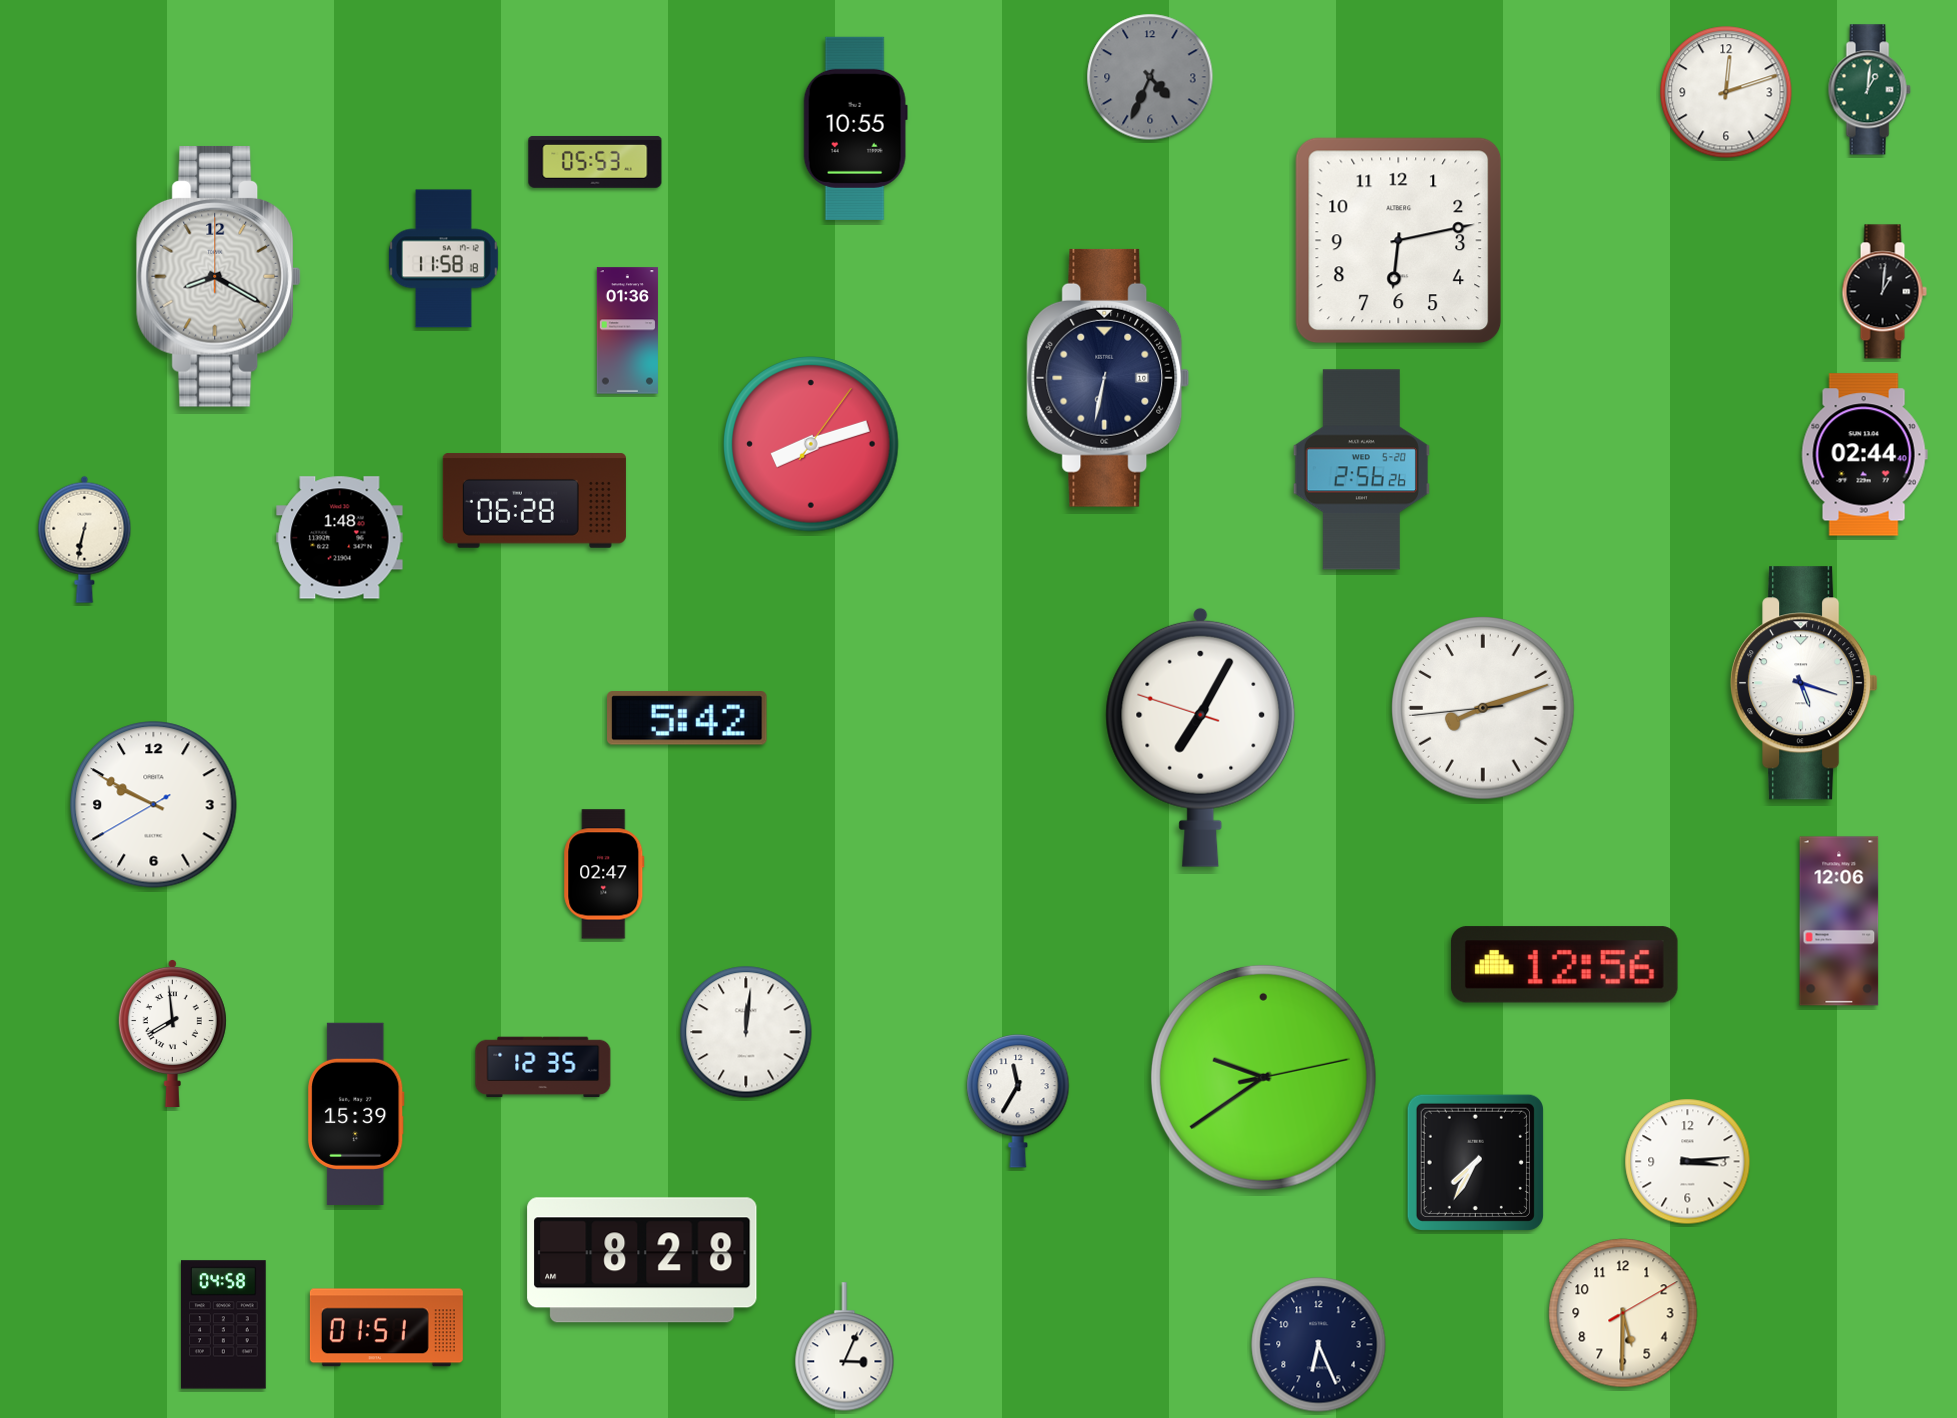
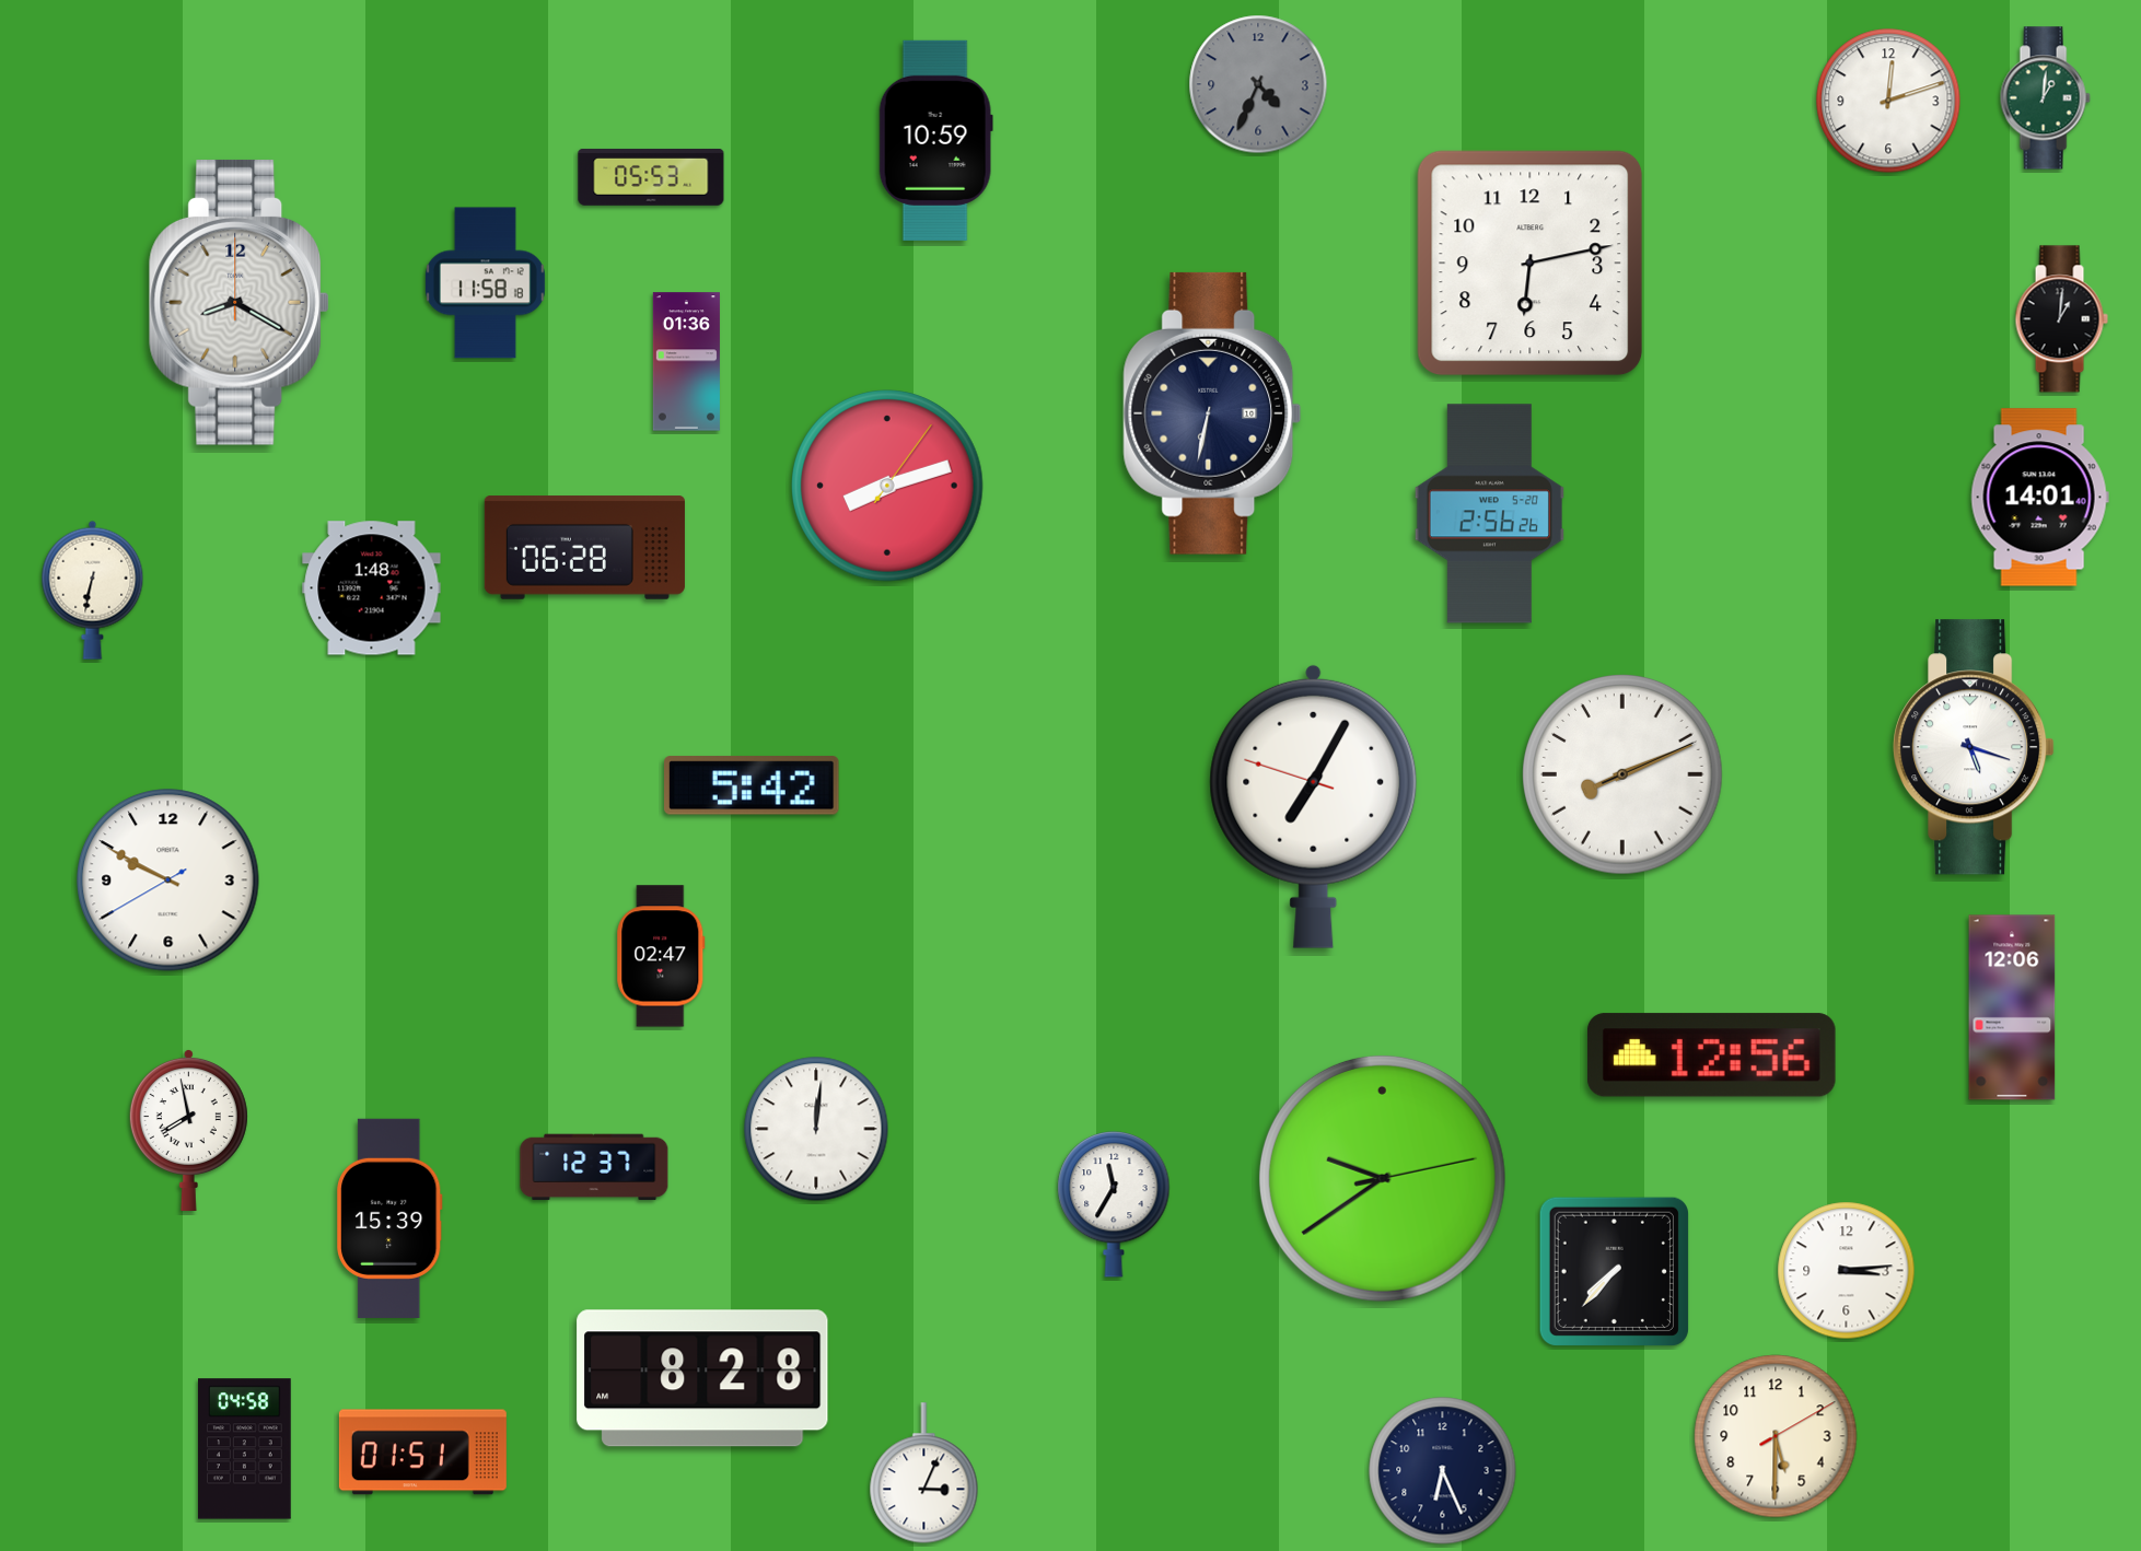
clock at (855, 128): 10:55 -> 10:59
clock at (1864, 455): 02:44 -> 14:01
clock at (1483, 708): 8:11:44 -> 8:11:11
clock at (172, 1032): 7:59 -> 7:58
clock at (543, 1067): 12:35 -> 12:37
clock at (1475, 1162): 7:35 -> 7:37
